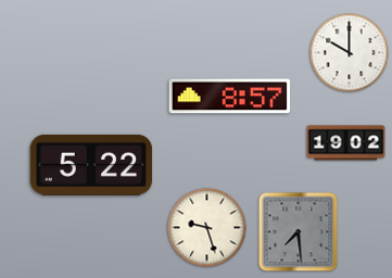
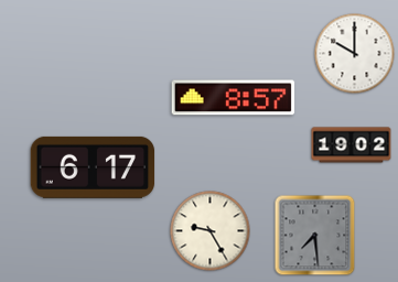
clock at (91, 165): 5:22 -> 6:17
clock at (207, 228): 9:27 -> 9:25
clock at (299, 232) position: (299, 232) -> (315, 236)
